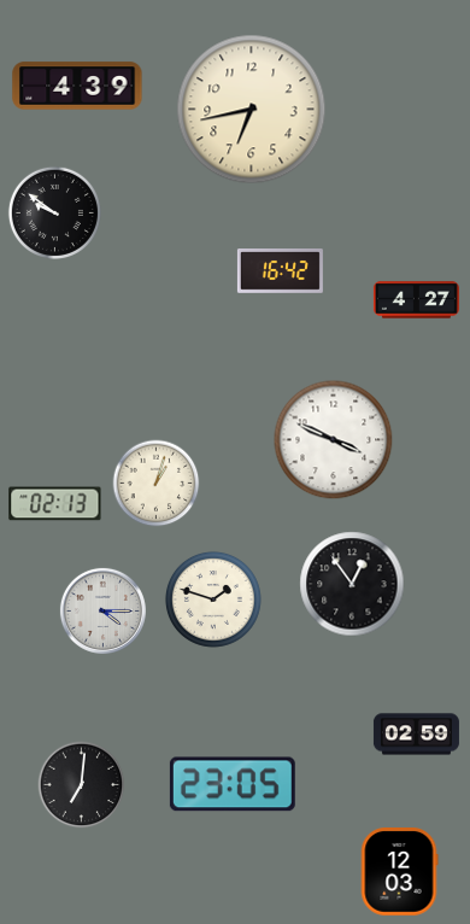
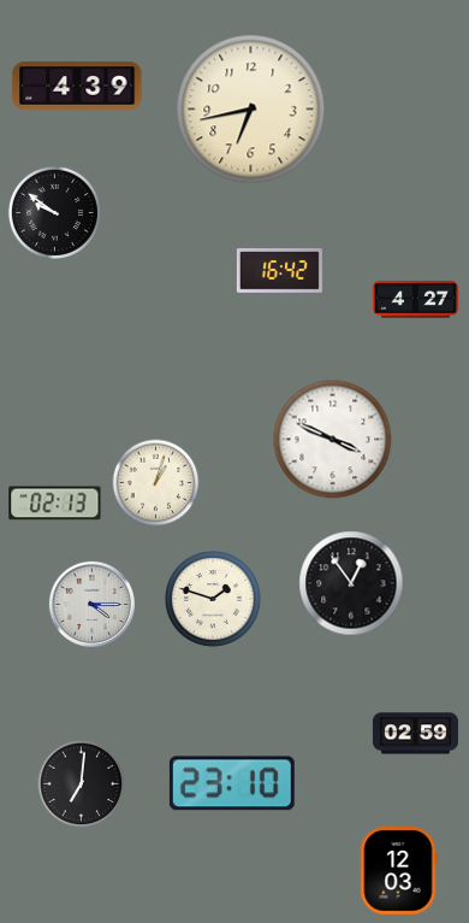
clock at (102, 610) position: (102, 610) -> (91, 604)
clock at (233, 784): 23:05 -> 23:10
